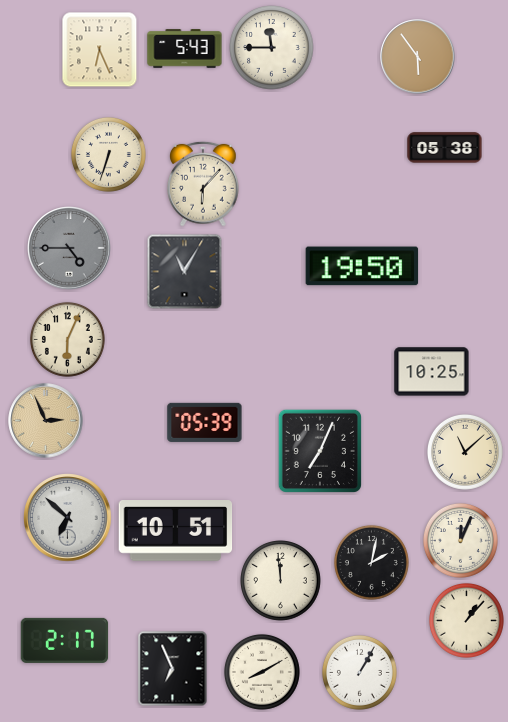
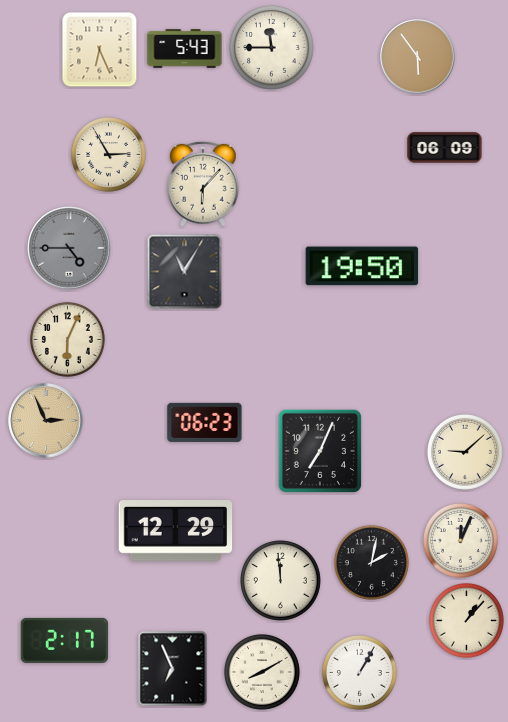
clock at (445, 148): 05:38 -> 06:09
clock at (108, 154): 6:33 -> 2:55
clock at (432, 372): 10:25 -> none
clock at (205, 422): 05:39 -> 06:23
clock at (465, 452): 11:08 -> 9:08
clock at (68, 518): 6:52 -> none
clock at (176, 531): 10:51 -> 12:29
